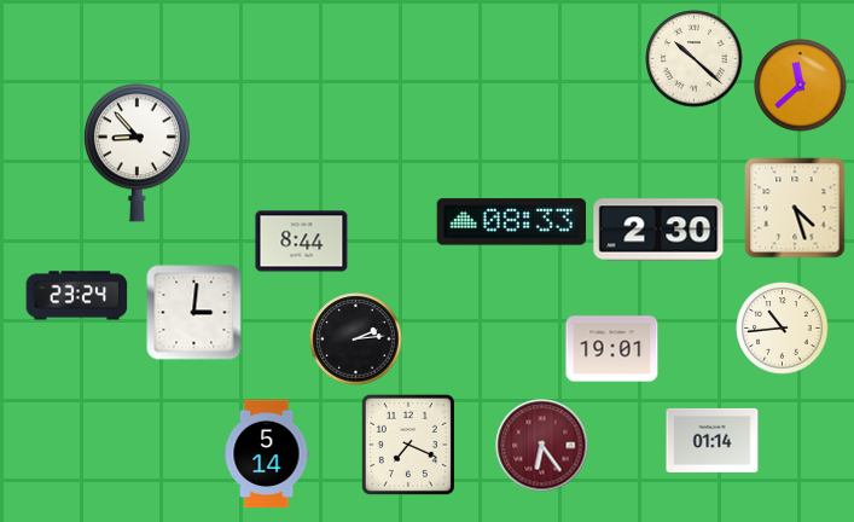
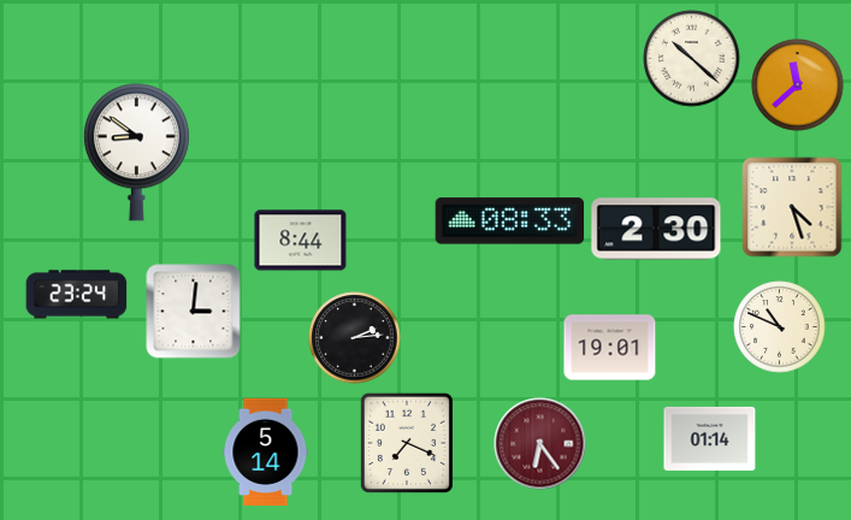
clock at (136, 153): 8:53 -> 8:51
clock at (783, 329): 10:44 -> 10:49
